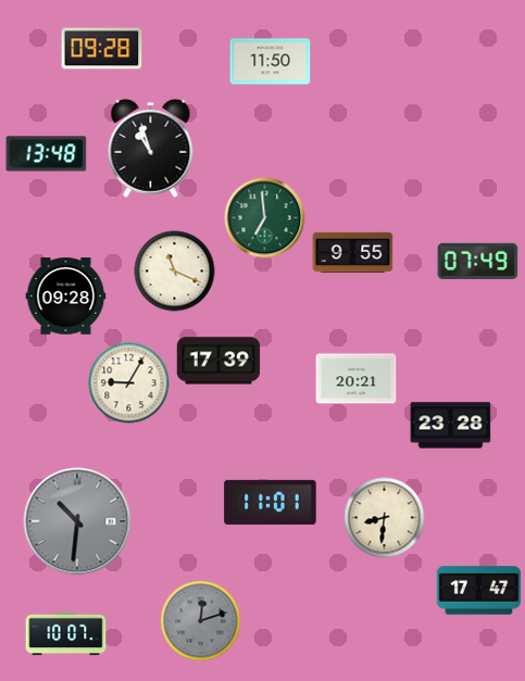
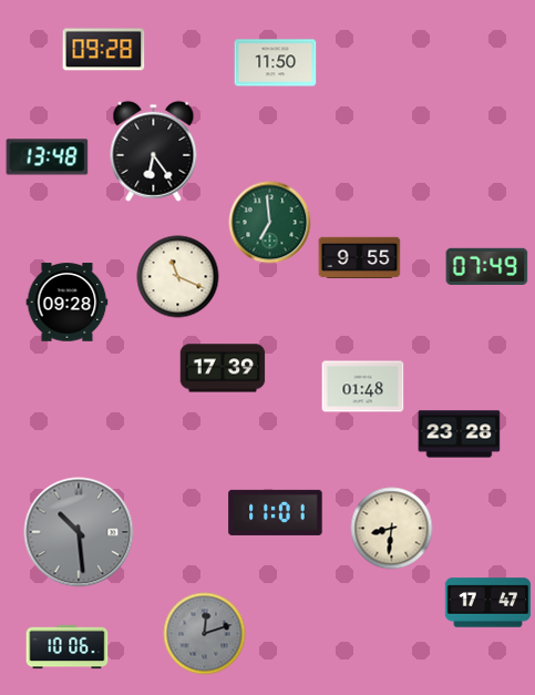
clock at (151, 148): 10:57 -> 6:24
clock at (357, 379): 20:21 -> 01:48
clock at (129, 383): 9:05 -> none
clock at (77, 521): 10:31 -> 10:29
clock at (66, 634): 10:07 -> 10:06
